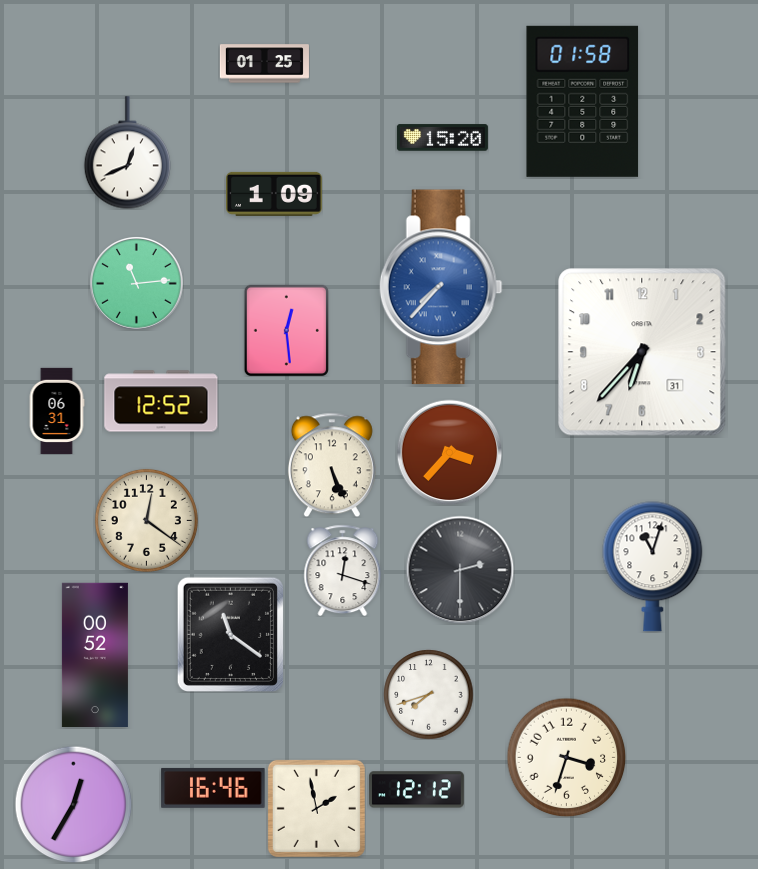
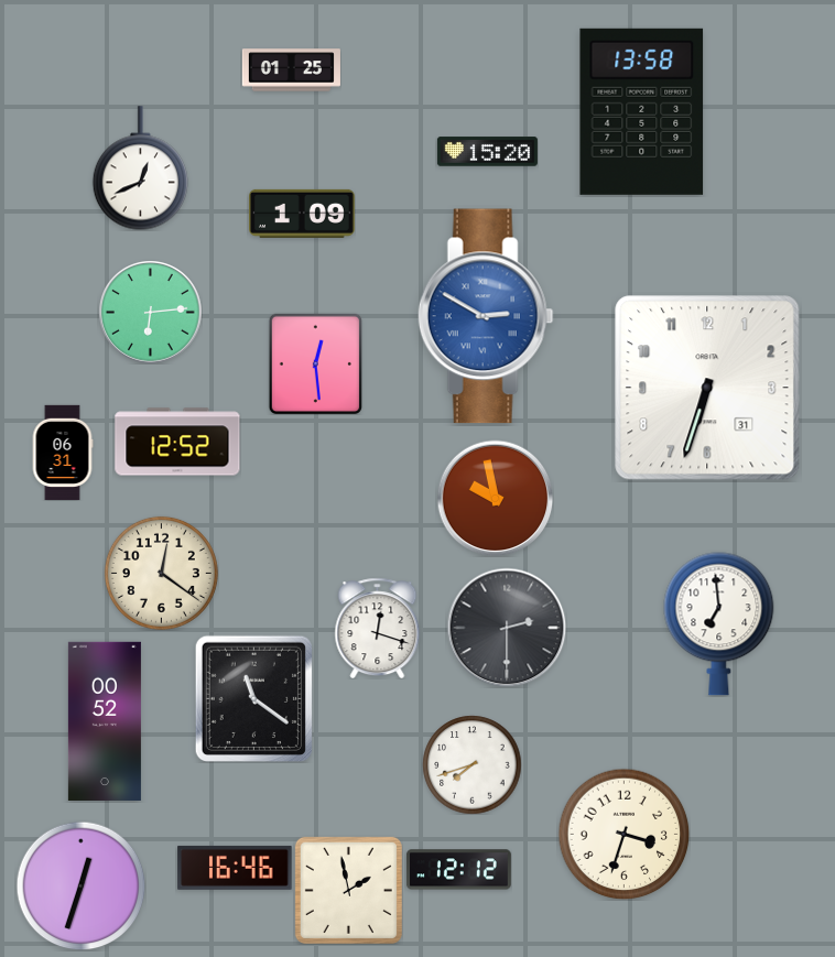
clock at (583, 101): 01:58 -> 13:58
clock at (137, 284): 11:14 -> 6:14
clock at (441, 287): 7:37 -> 2:50
clock at (642, 352): 6:37 -> 6:33
clock at (449, 452): 3:37 -> 9:58
clock at (332, 465): 5:26 -> none
clock at (653, 567): 11:03 -> 6:59
clock at (73, 804): 12:35 -> 12:33
